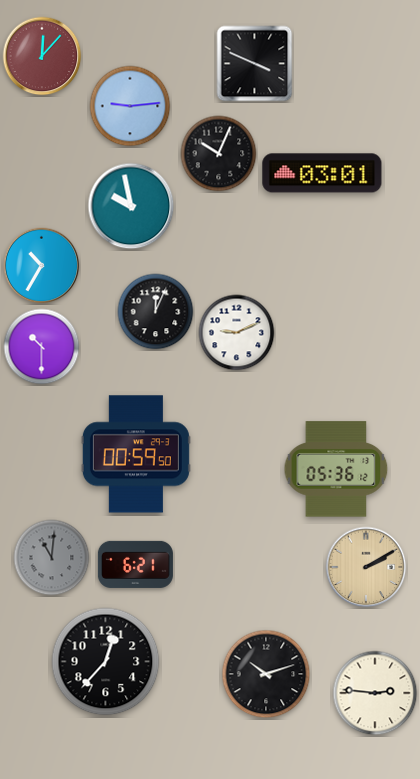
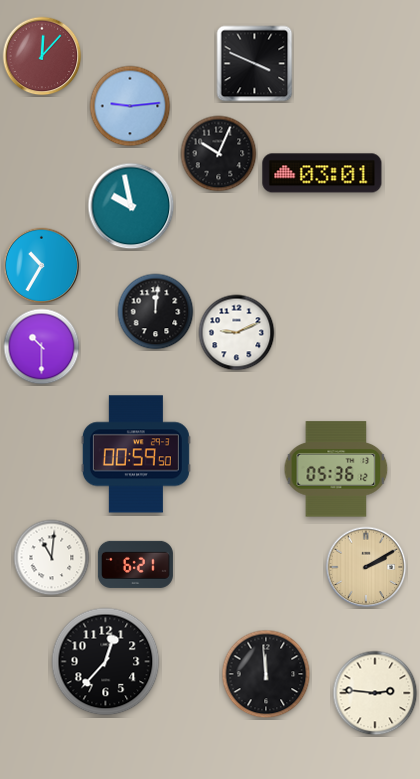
clock at (156, 312): 12:04 -> 12:01
clock at (52, 558) dial: grey -> white
clock at (266, 674): 10:12 -> 11:59
